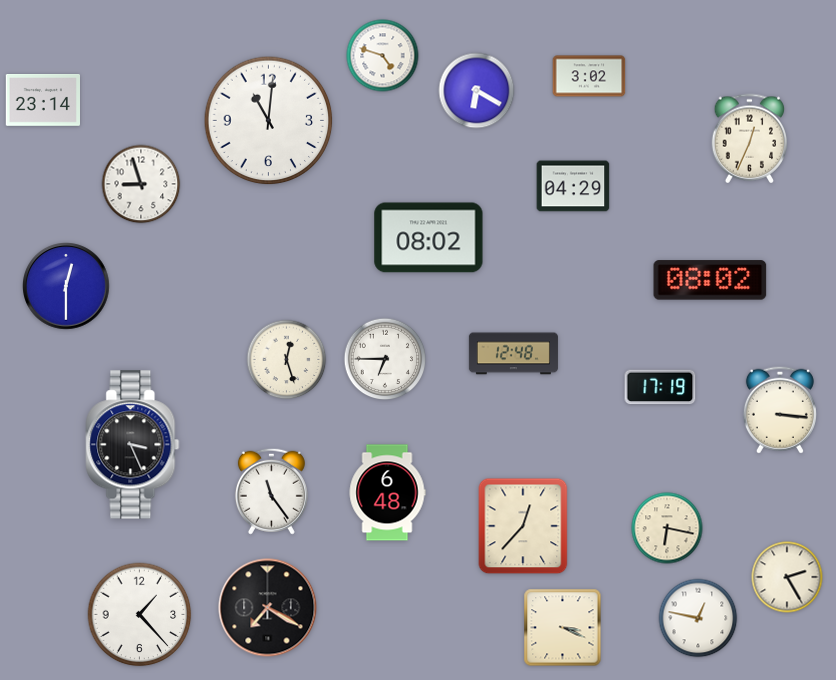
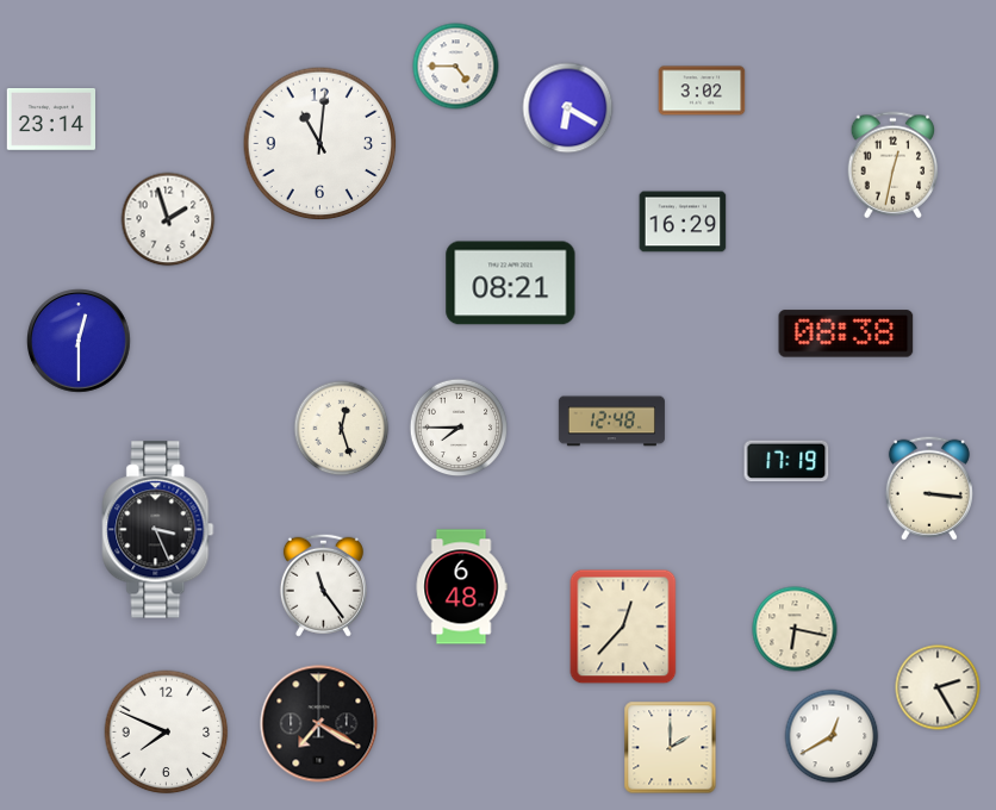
clock at (383, 56): 4:48 -> 4:45
clock at (750, 139): 12:34 -> 12:32
clock at (141, 184): 8:57 -> 1:57
clock at (573, 186): 04:29 -> 16:29
clock at (429, 238): 08:02 -> 08:21
clock at (710, 280): 08:02 -> 08:38
clock at (385, 359): 6:45 -> 7:45
clock at (140, 615): 1:23 -> 7:49
clock at (698, 618): 12:47 -> 12:40
clock at (563, 628): 3:19 -> 2:00
